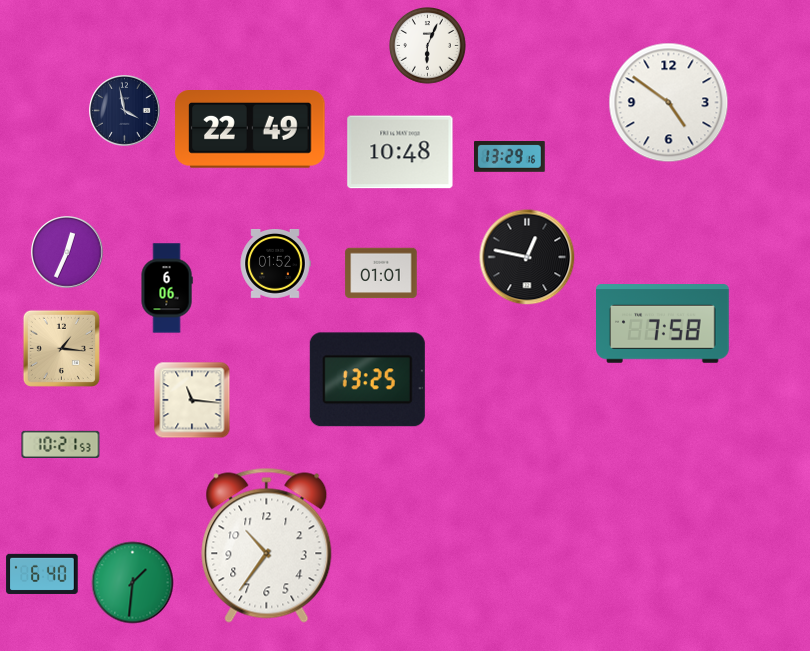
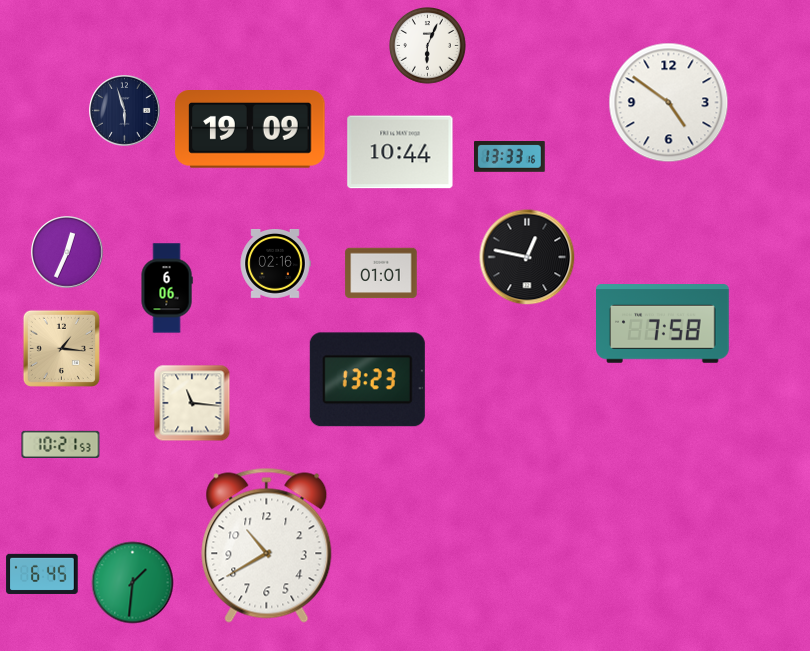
clock at (125, 111): 3:58 -> 5:57
clock at (250, 130): 22:49 -> 19:09
clock at (400, 152): 10:48 -> 10:44
clock at (510, 157): 13:29 -> 13:33
clock at (275, 264): 01:52 -> 02:16
clock at (367, 380): 13:25 -> 13:23
clock at (192, 400) position: (192, 400) -> (192, 403)
clock at (267, 545): 10:36 -> 10:40
clock at (42, 573): 6:40 -> 6:45
